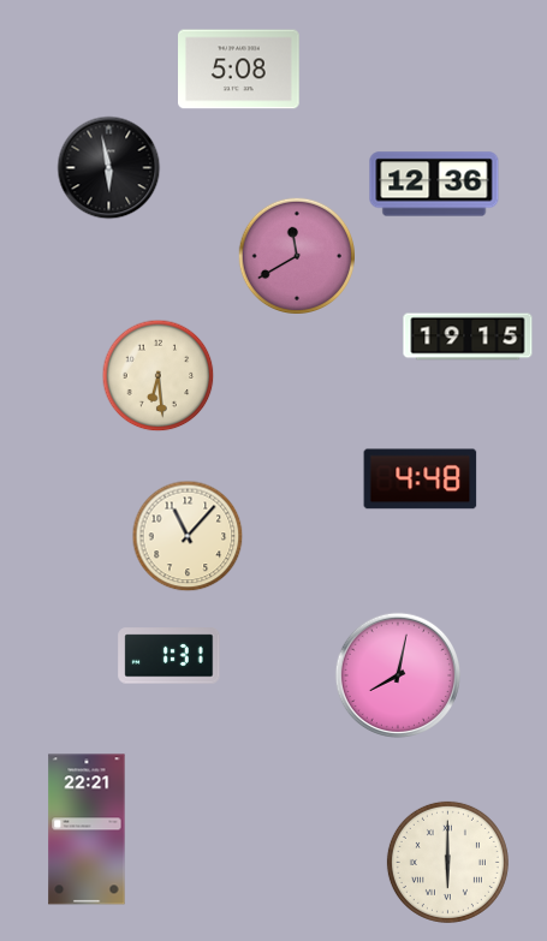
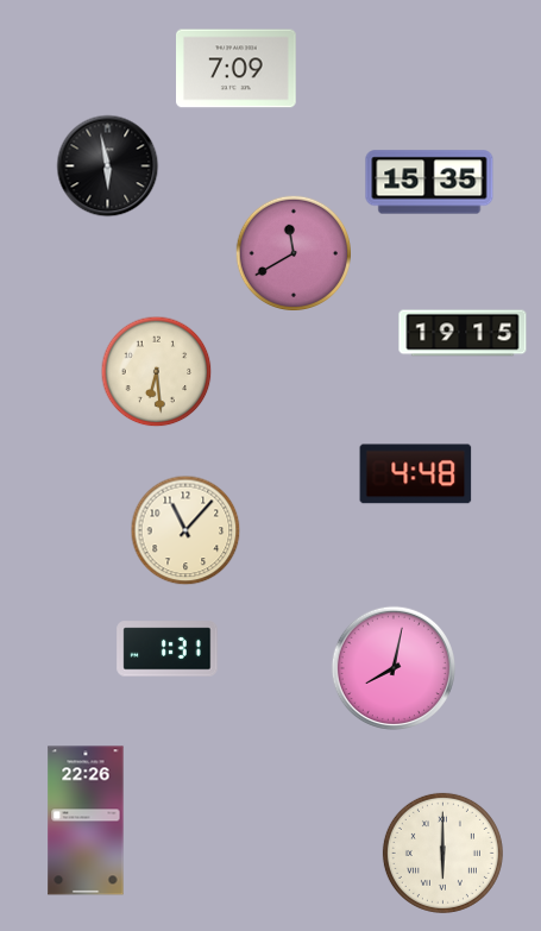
clock at (239, 70): 5:08 -> 7:09
clock at (434, 184): 12:36 -> 15:35
clock at (87, 829): 22:21 -> 22:26
